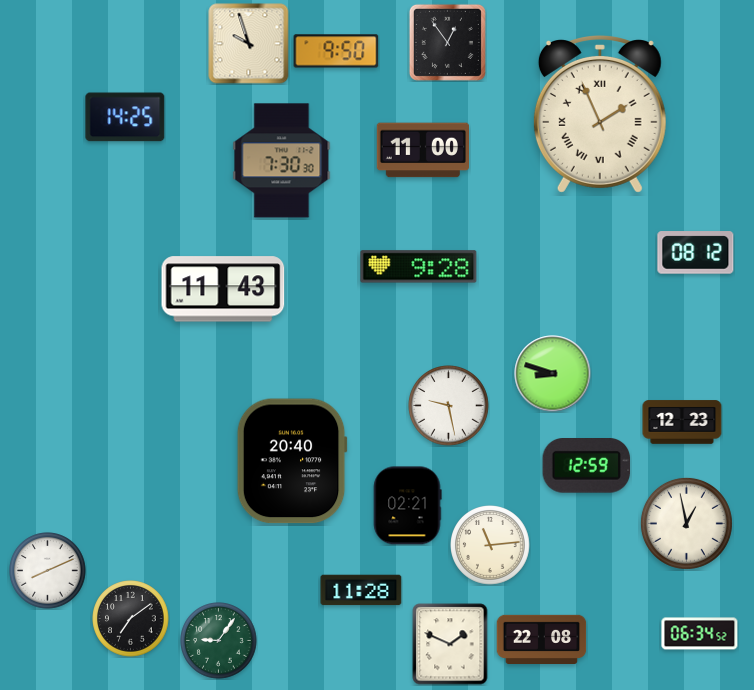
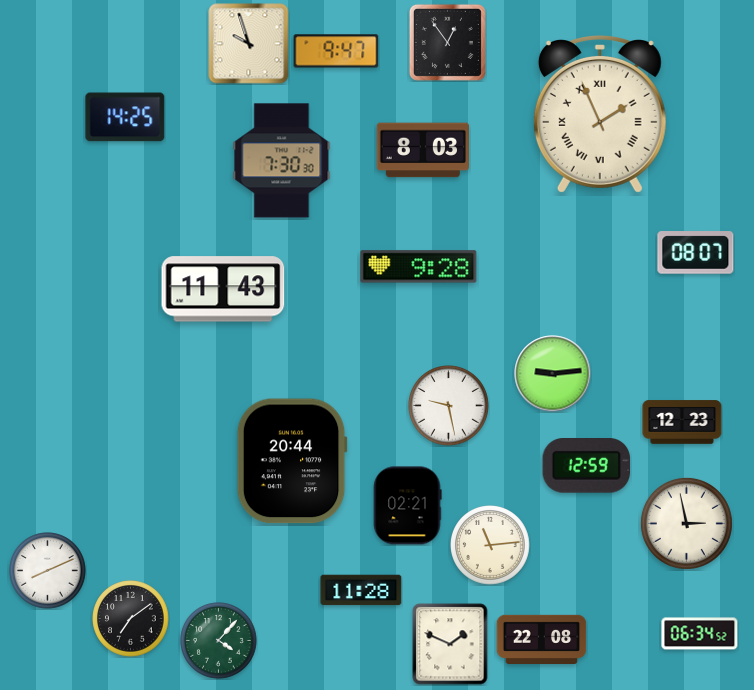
clock at (336, 51): 9:50 -> 9:47
clock at (422, 150): 11:00 -> 8:03
clock at (696, 253): 08:12 -> 08:07
clock at (553, 374): 8:48 -> 9:14
clock at (292, 461): 20:40 -> 20:44
clock at (686, 523): 12:58 -> 2:58
clock at (219, 641): 9:06 -> 4:07
